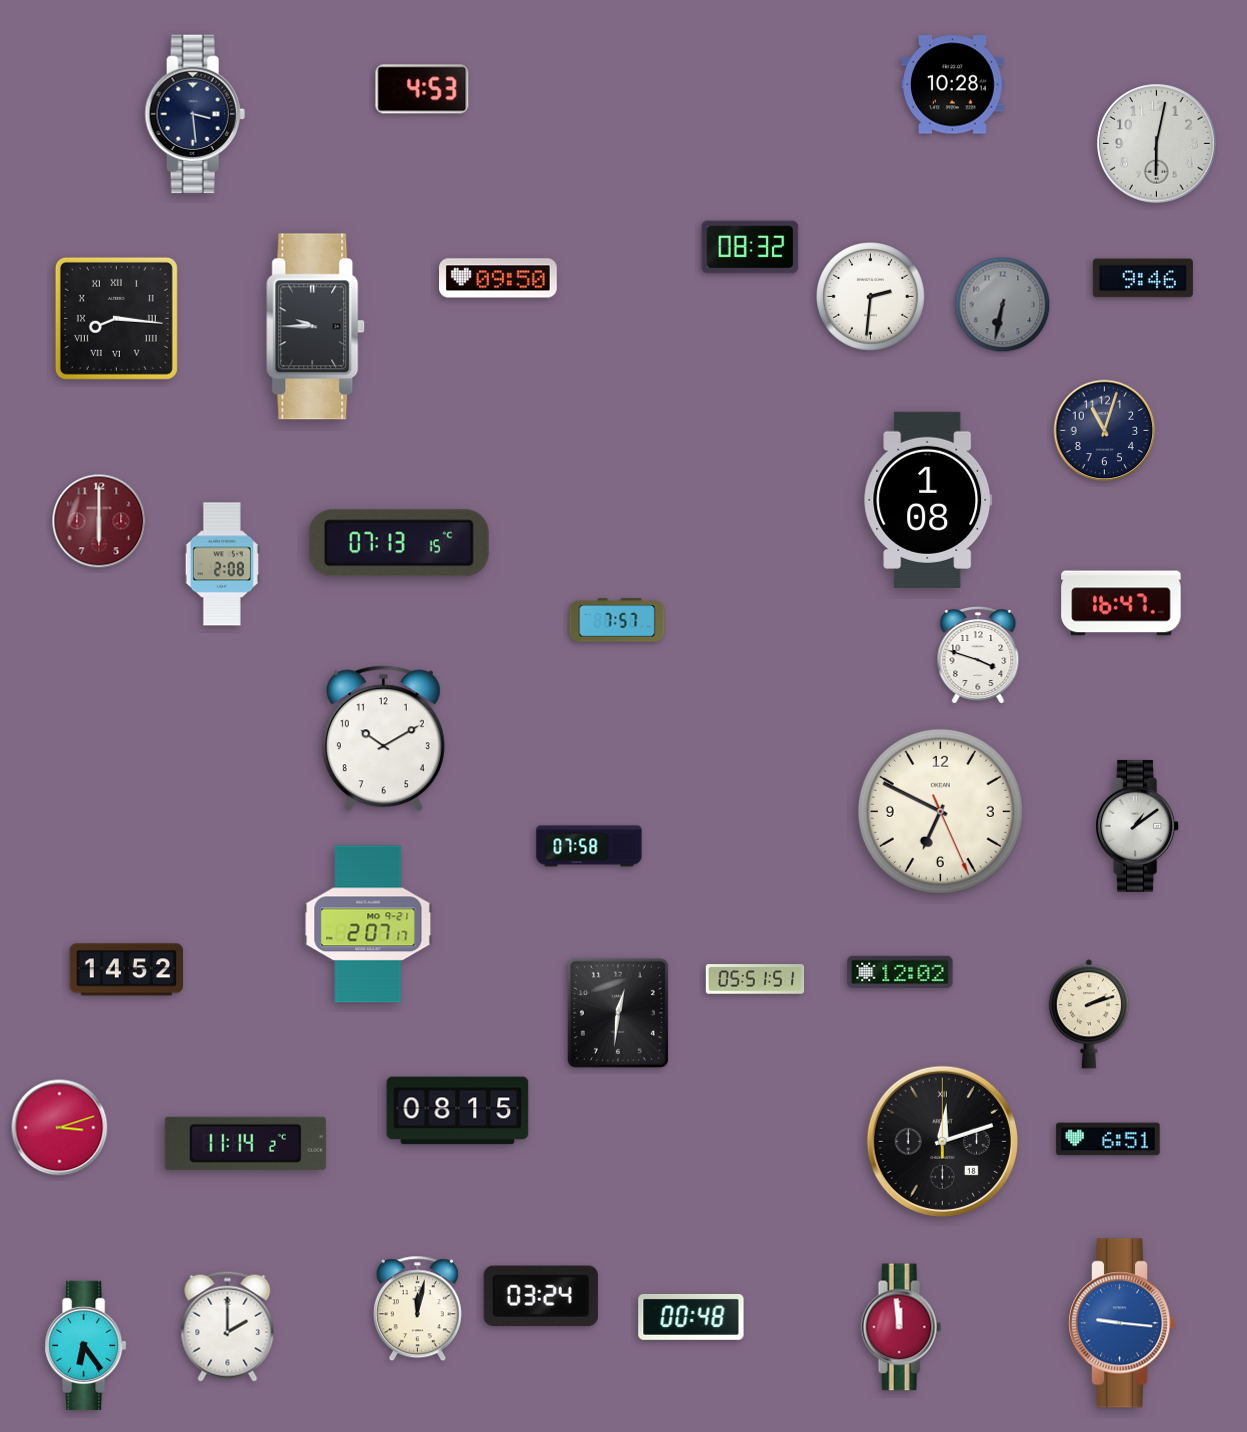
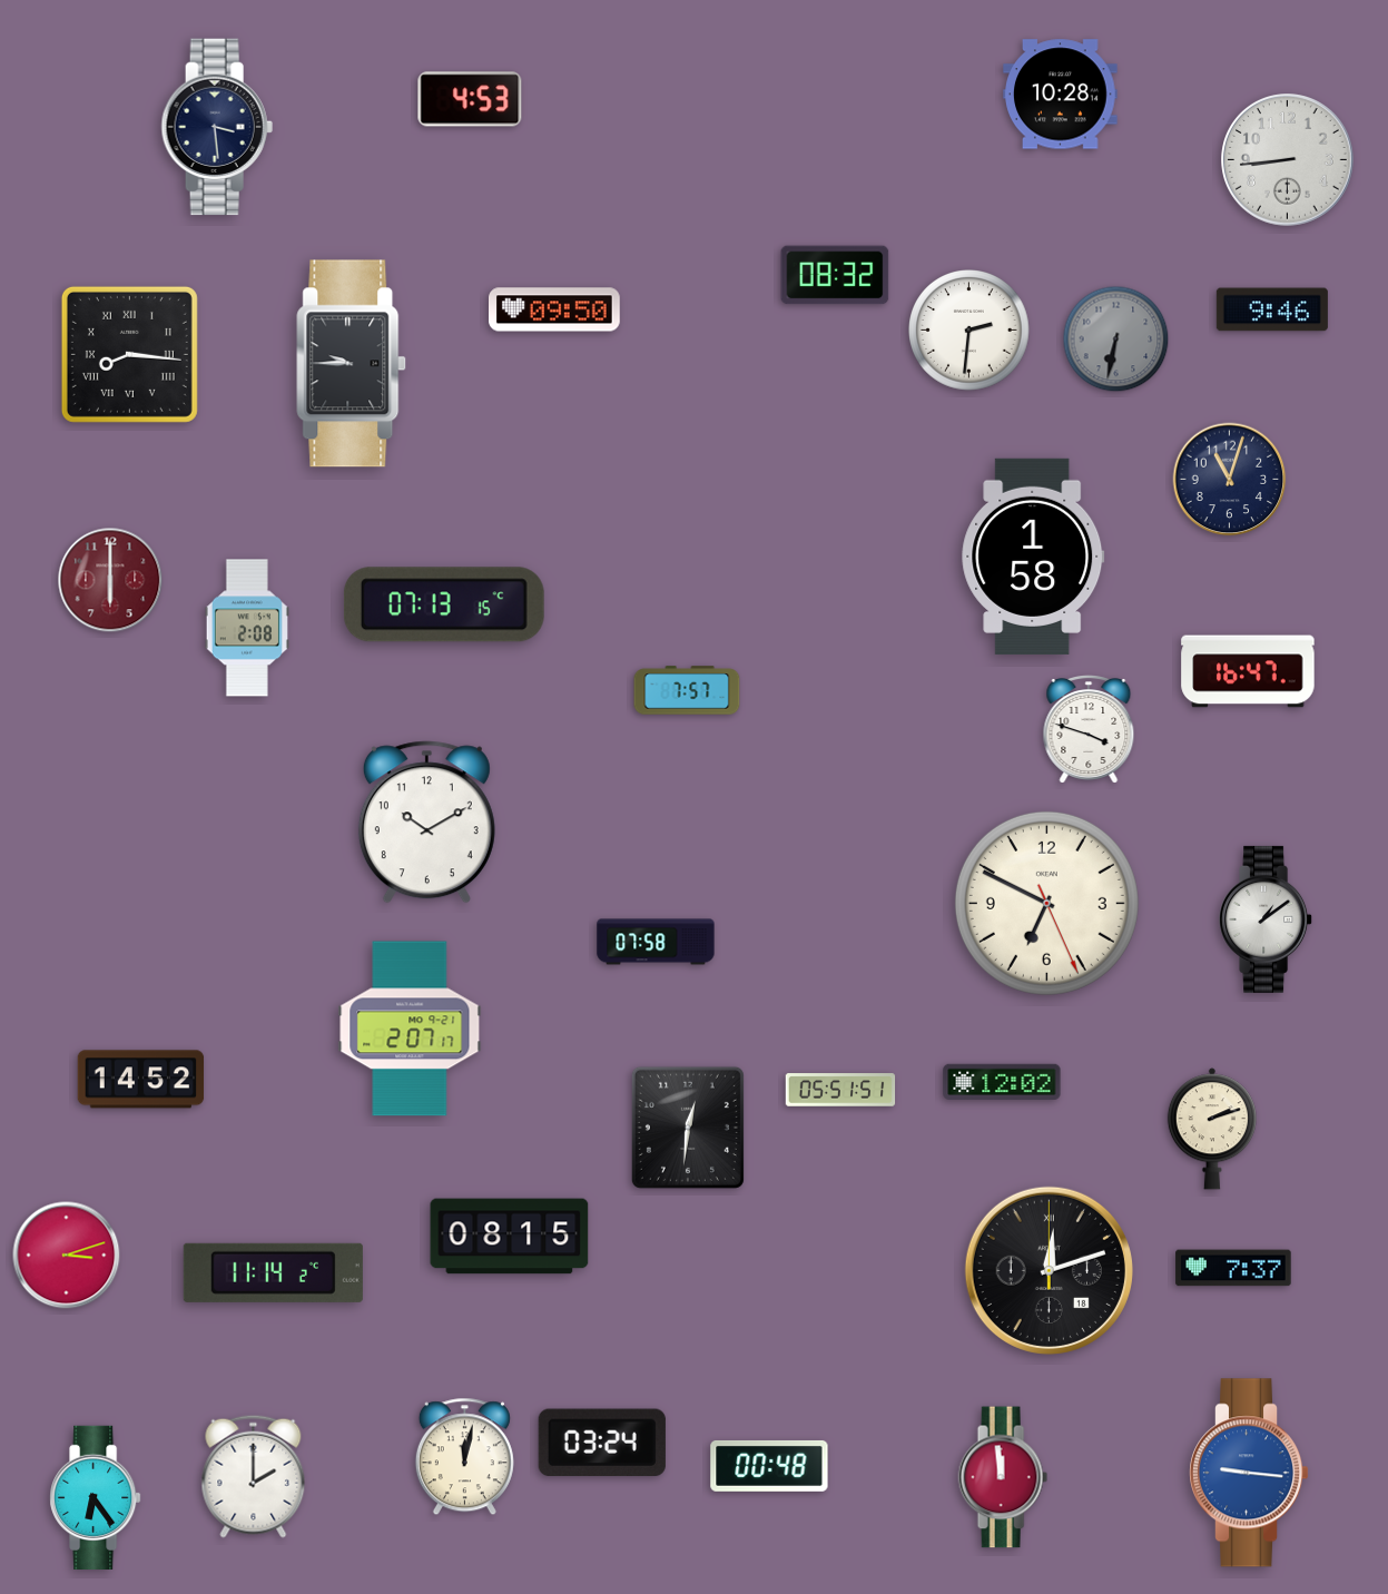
clock at (1157, 144): 6:02 -> 8:44
clock at (928, 500): 1:08 -> 1:58
clock at (1108, 1139): 6:51 -> 7:37
